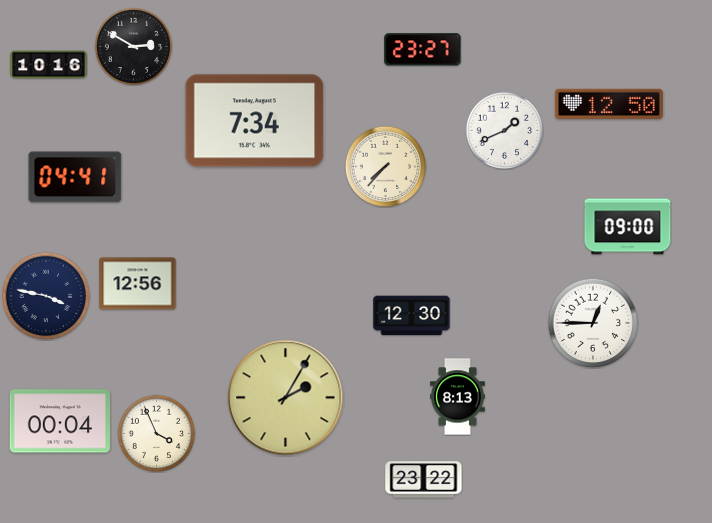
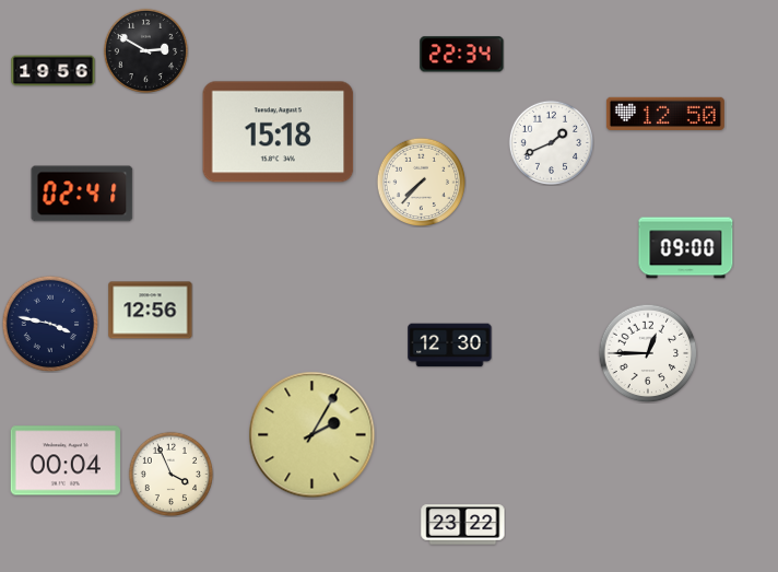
clock at (423, 50): 23:27 -> 22:34
clock at (49, 65): 10:16 -> 19:56
clock at (255, 121): 7:34 -> 15:18
clock at (75, 177): 04:41 -> 02:41
clock at (458, 397): 8:13 -> none
